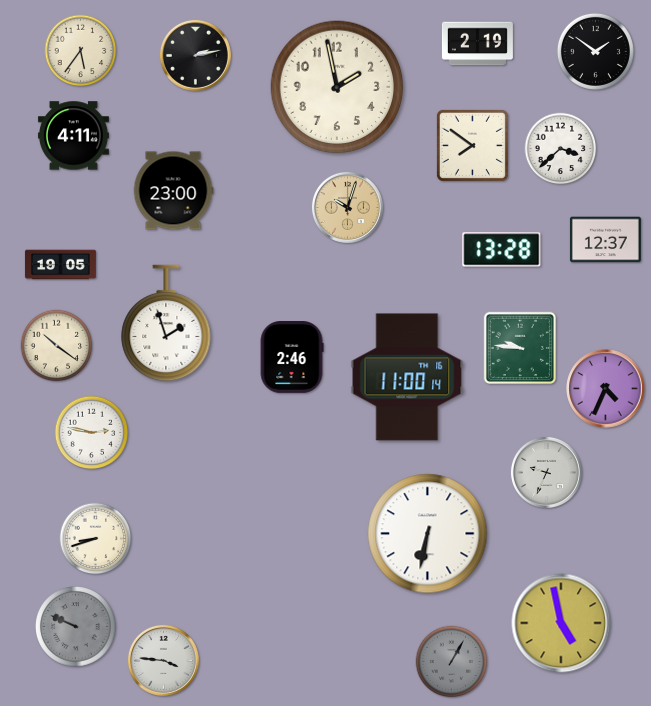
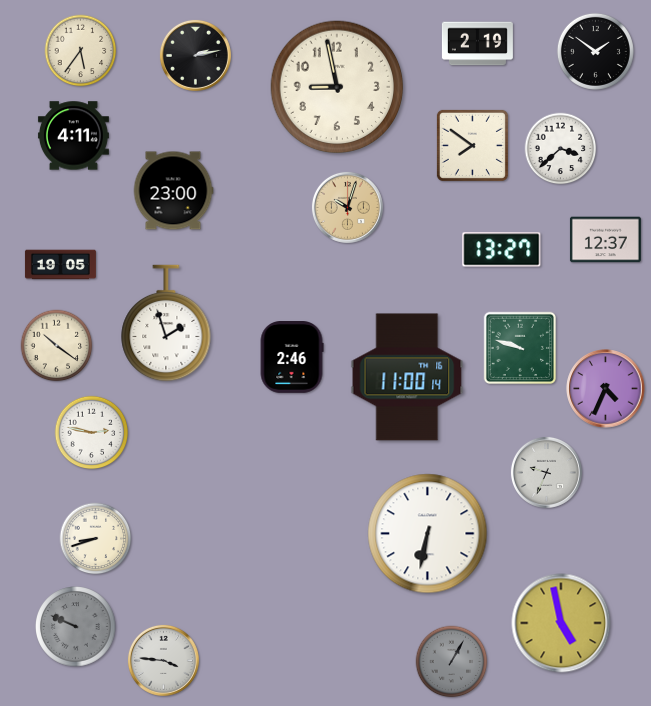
clock at (337, 87): 1:58 -> 8:58
clock at (502, 250): 13:28 -> 13:27
clock at (520, 348): 9:46 -> 9:48
